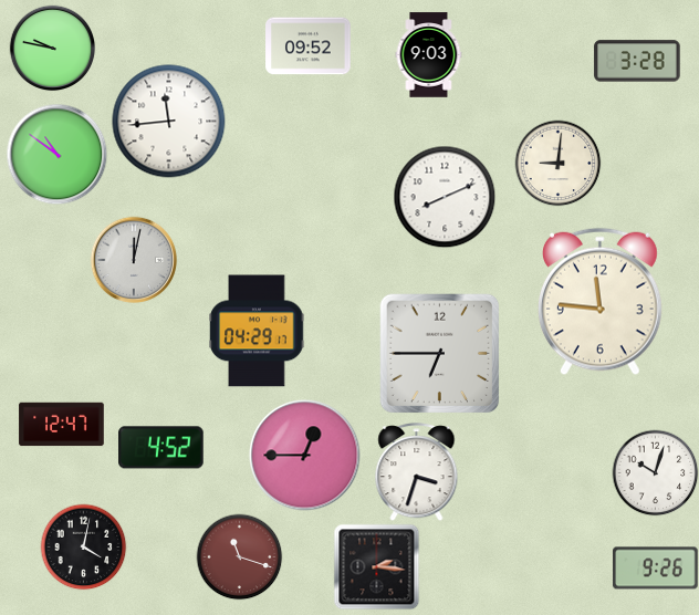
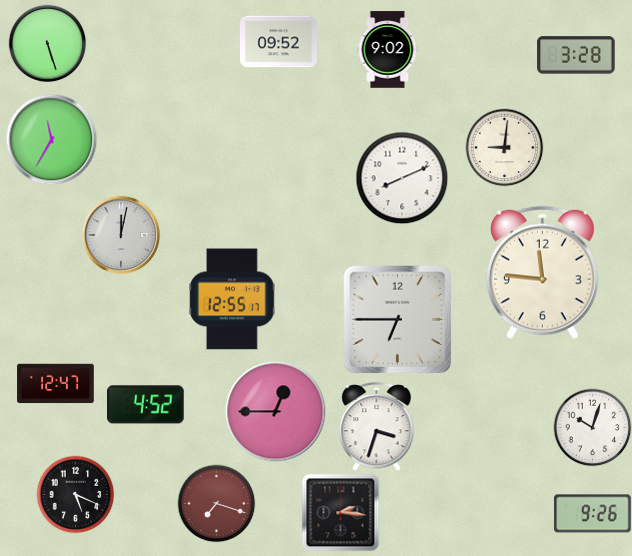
clock at (52, 48): 9:47 -> 5:27
clock at (429, 55): 9:03 -> 9:02
clock at (169, 122): 11:44 -> none
clock at (56, 154): 10:51 -> 11:35
clock at (257, 331): 04:29 -> 12:55
clock at (83, 546): 4:02 -> 5:19
clock at (239, 556): 11:18 -> 7:18
